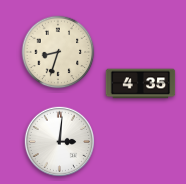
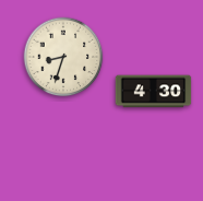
clock at (141, 84): 4:35 -> 4:30
clock at (60, 142): 3:01 -> none
